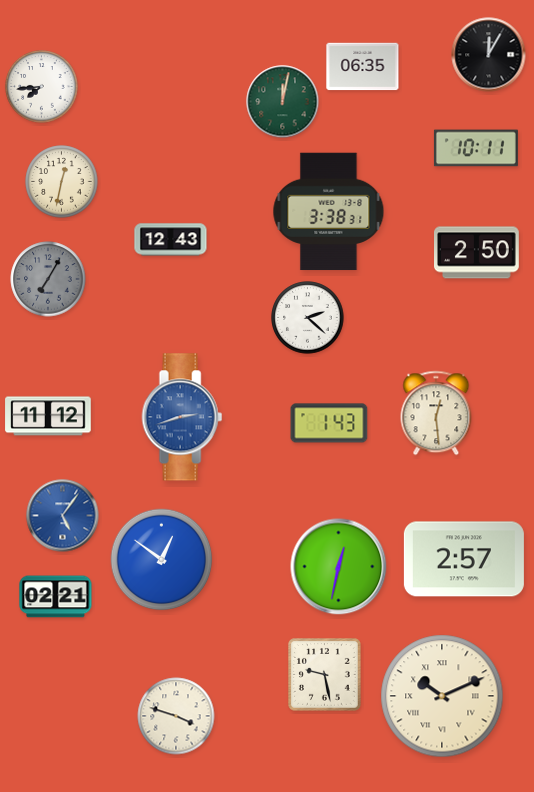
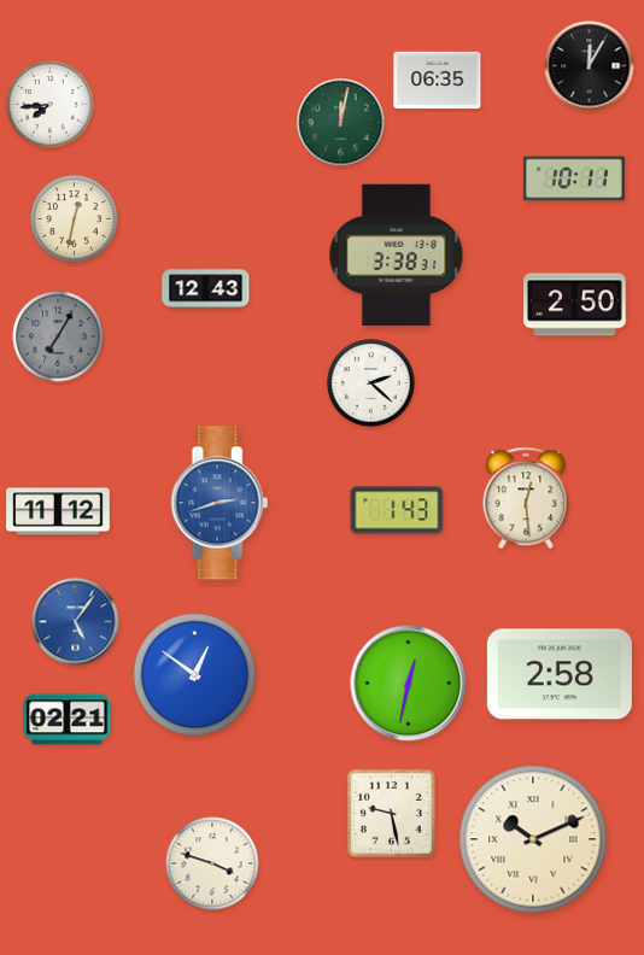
clock at (48, 416) position: (48, 416) -> (58, 511)
clock at (464, 559): 2:57 -> 2:58
